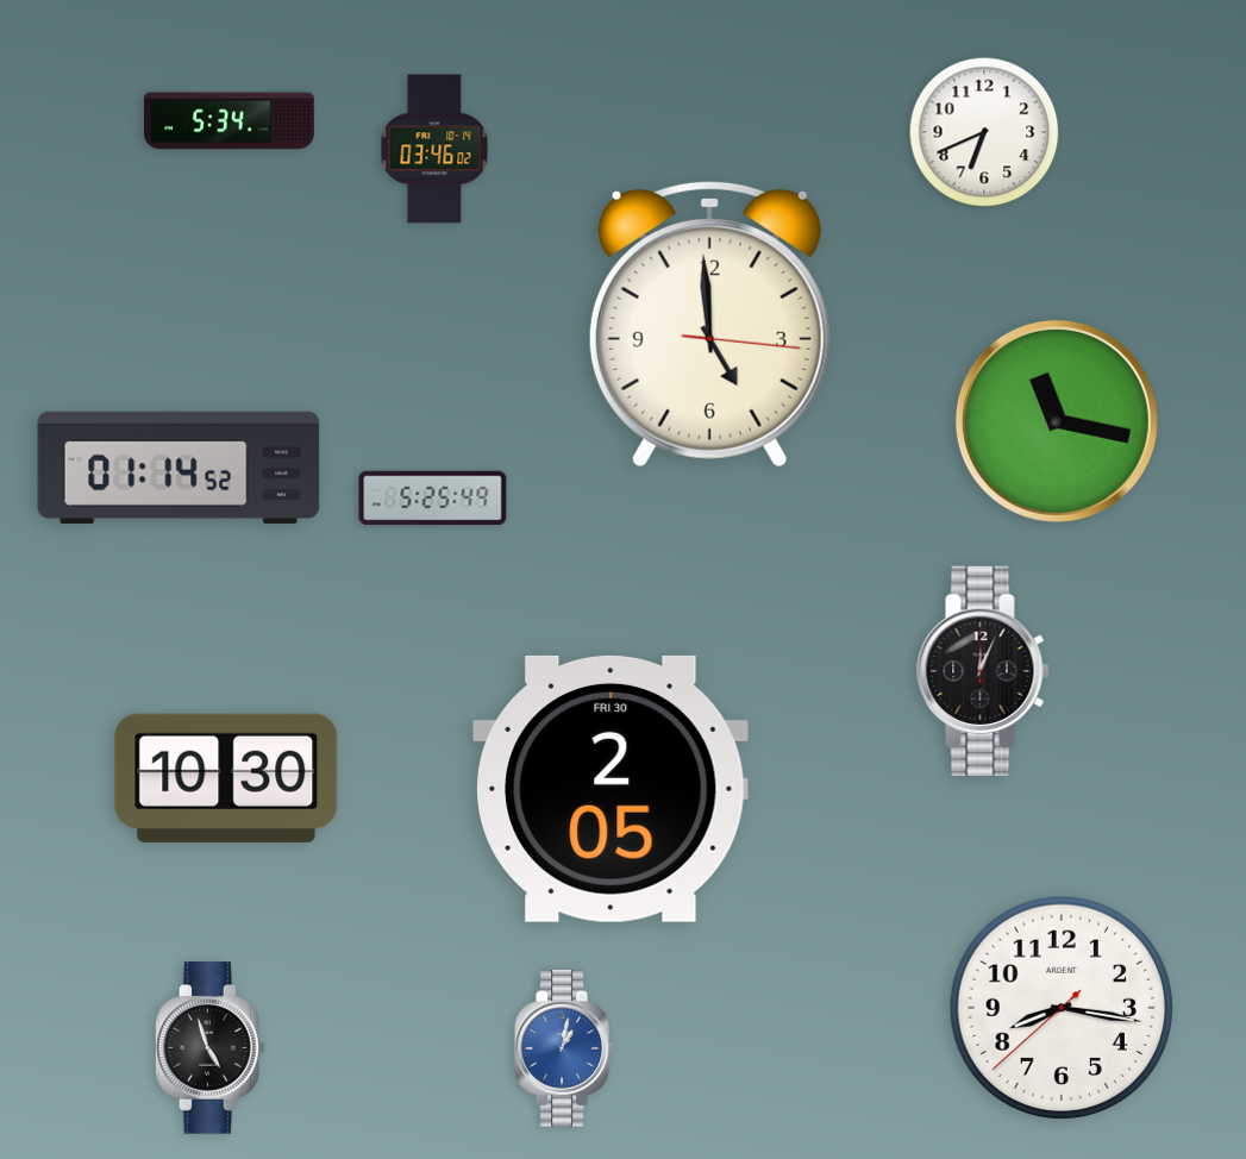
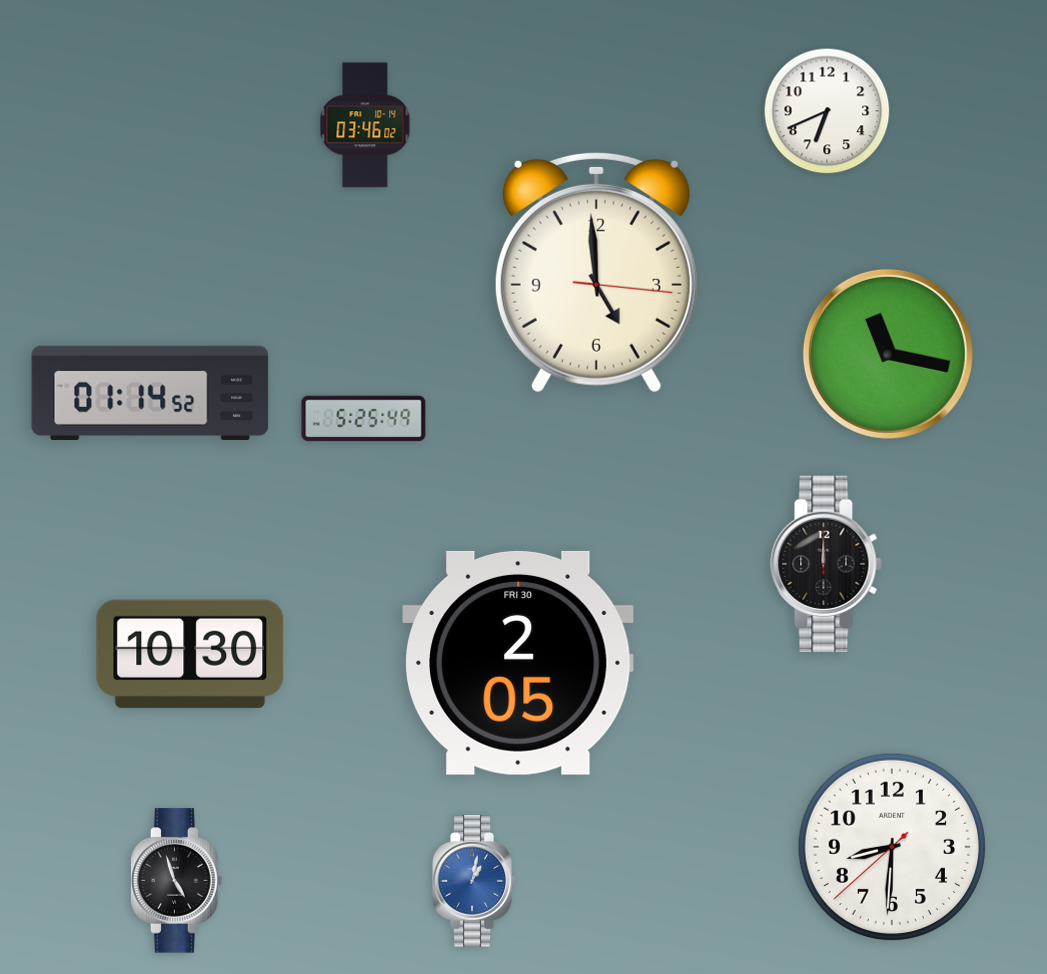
clock at (228, 121): 5:34 -> none
clock at (983, 671): 12:04 -> 12:00
clock at (611, 789) position: (611, 789) -> (518, 663)
clock at (1062, 1008): 8:16 -> 8:30
